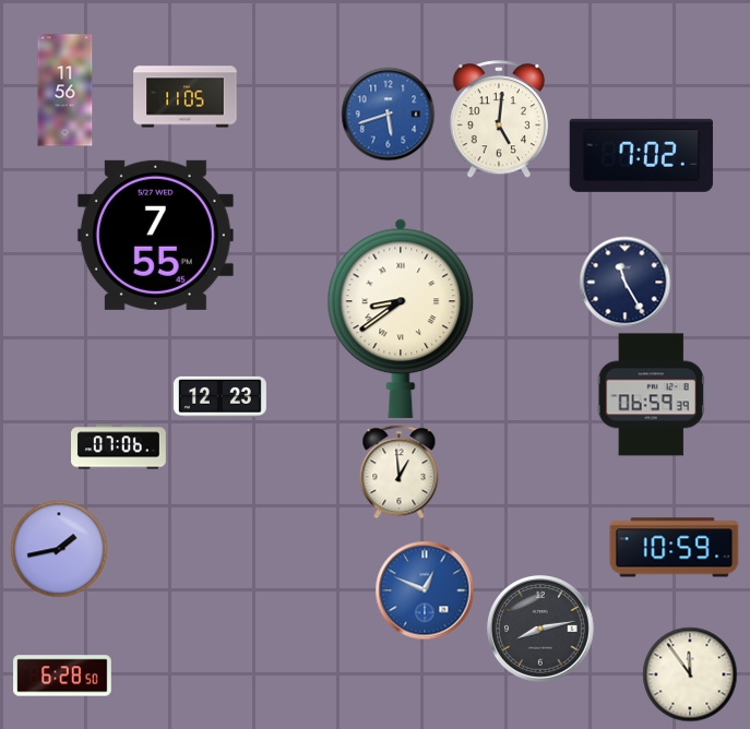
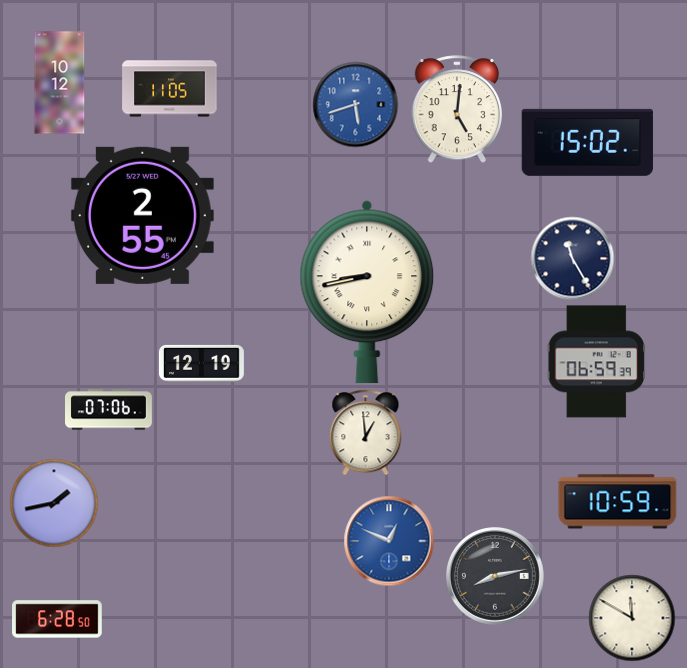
clock at (66, 91): 11:56 -> 10:12
clock at (641, 155): 7:02 -> 15:02
clock at (155, 235): 7:55 -> 2:55
clock at (401, 319): 8:39 -> 8:43
clock at (219, 396): 12:23 -> 12:19
clock at (690, 674): 11:54 -> 11:50
